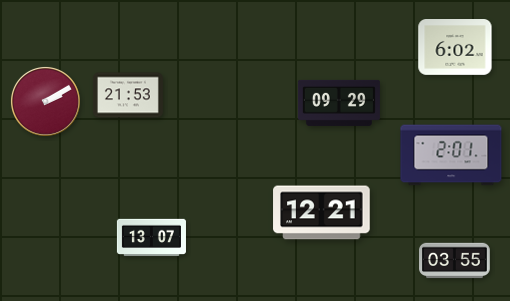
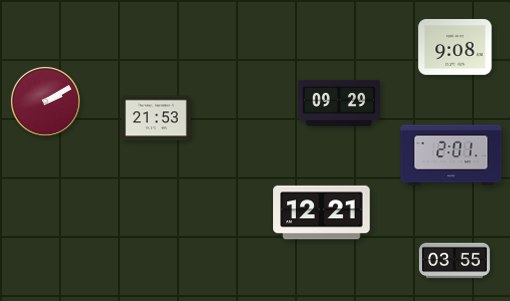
clock at (455, 48): 6:02 -> 9:08
clock at (128, 95) position: (128, 95) -> (156, 118)
clock at (151, 238): 13:07 -> none
